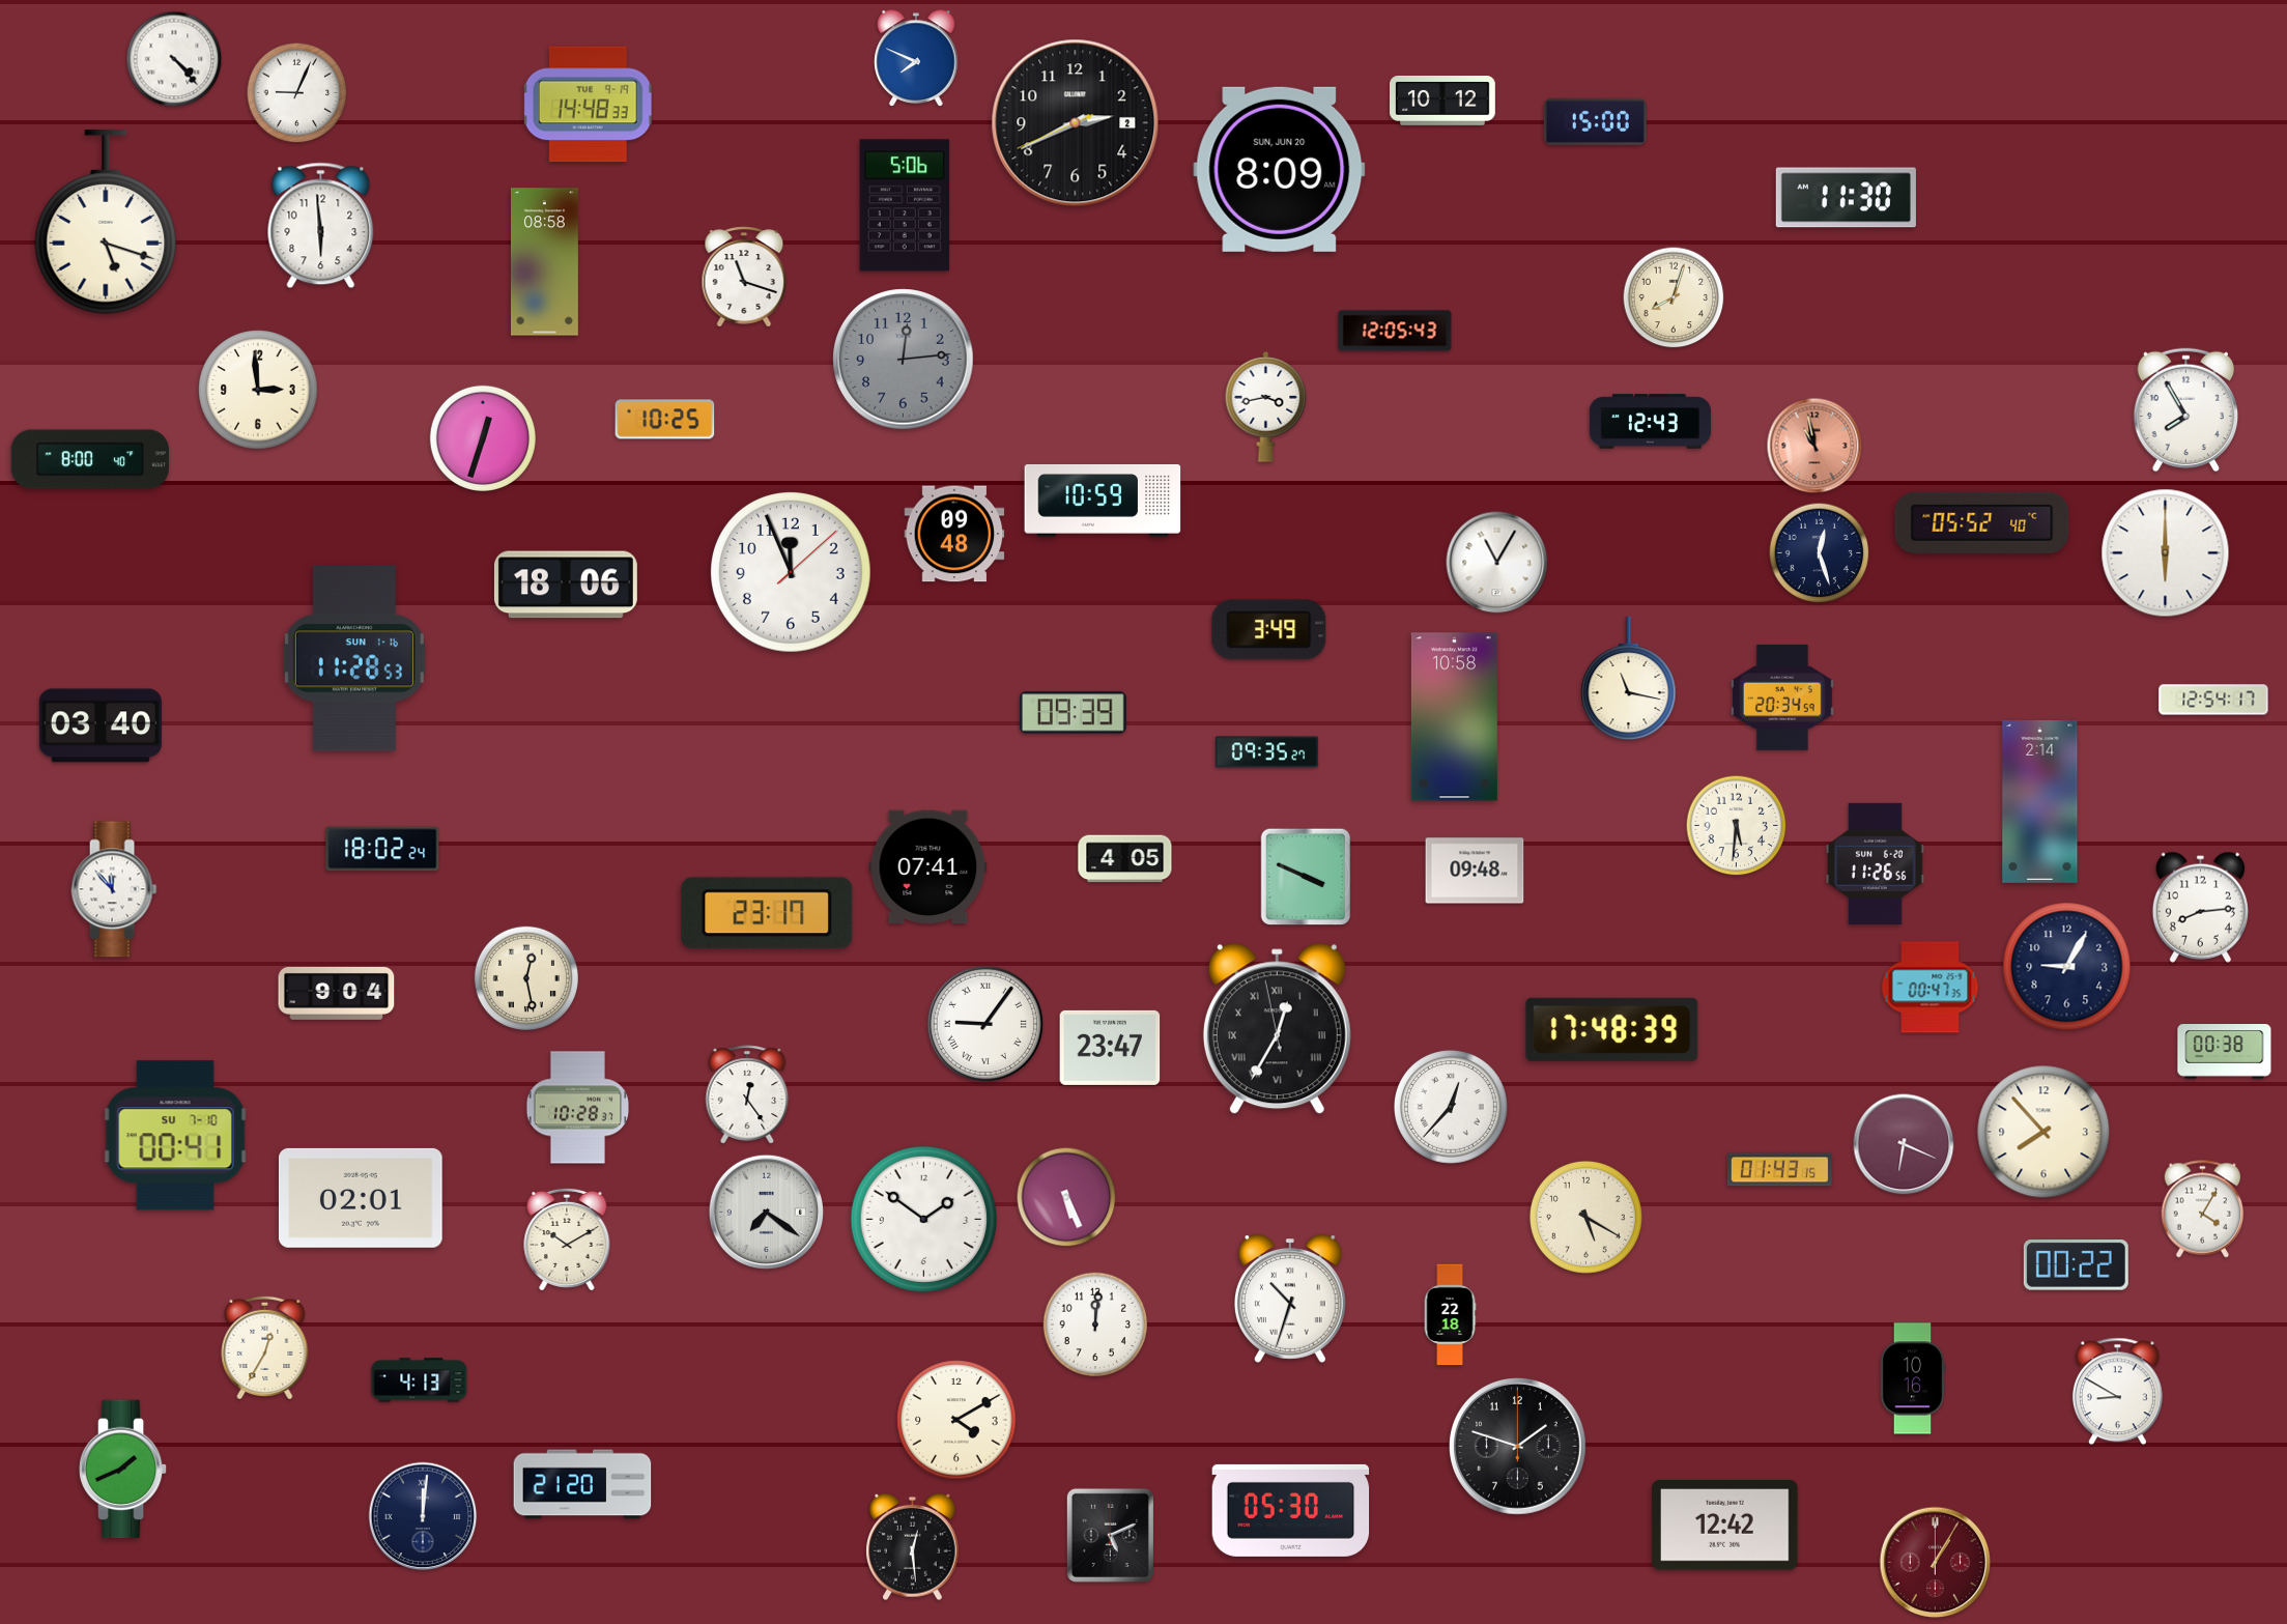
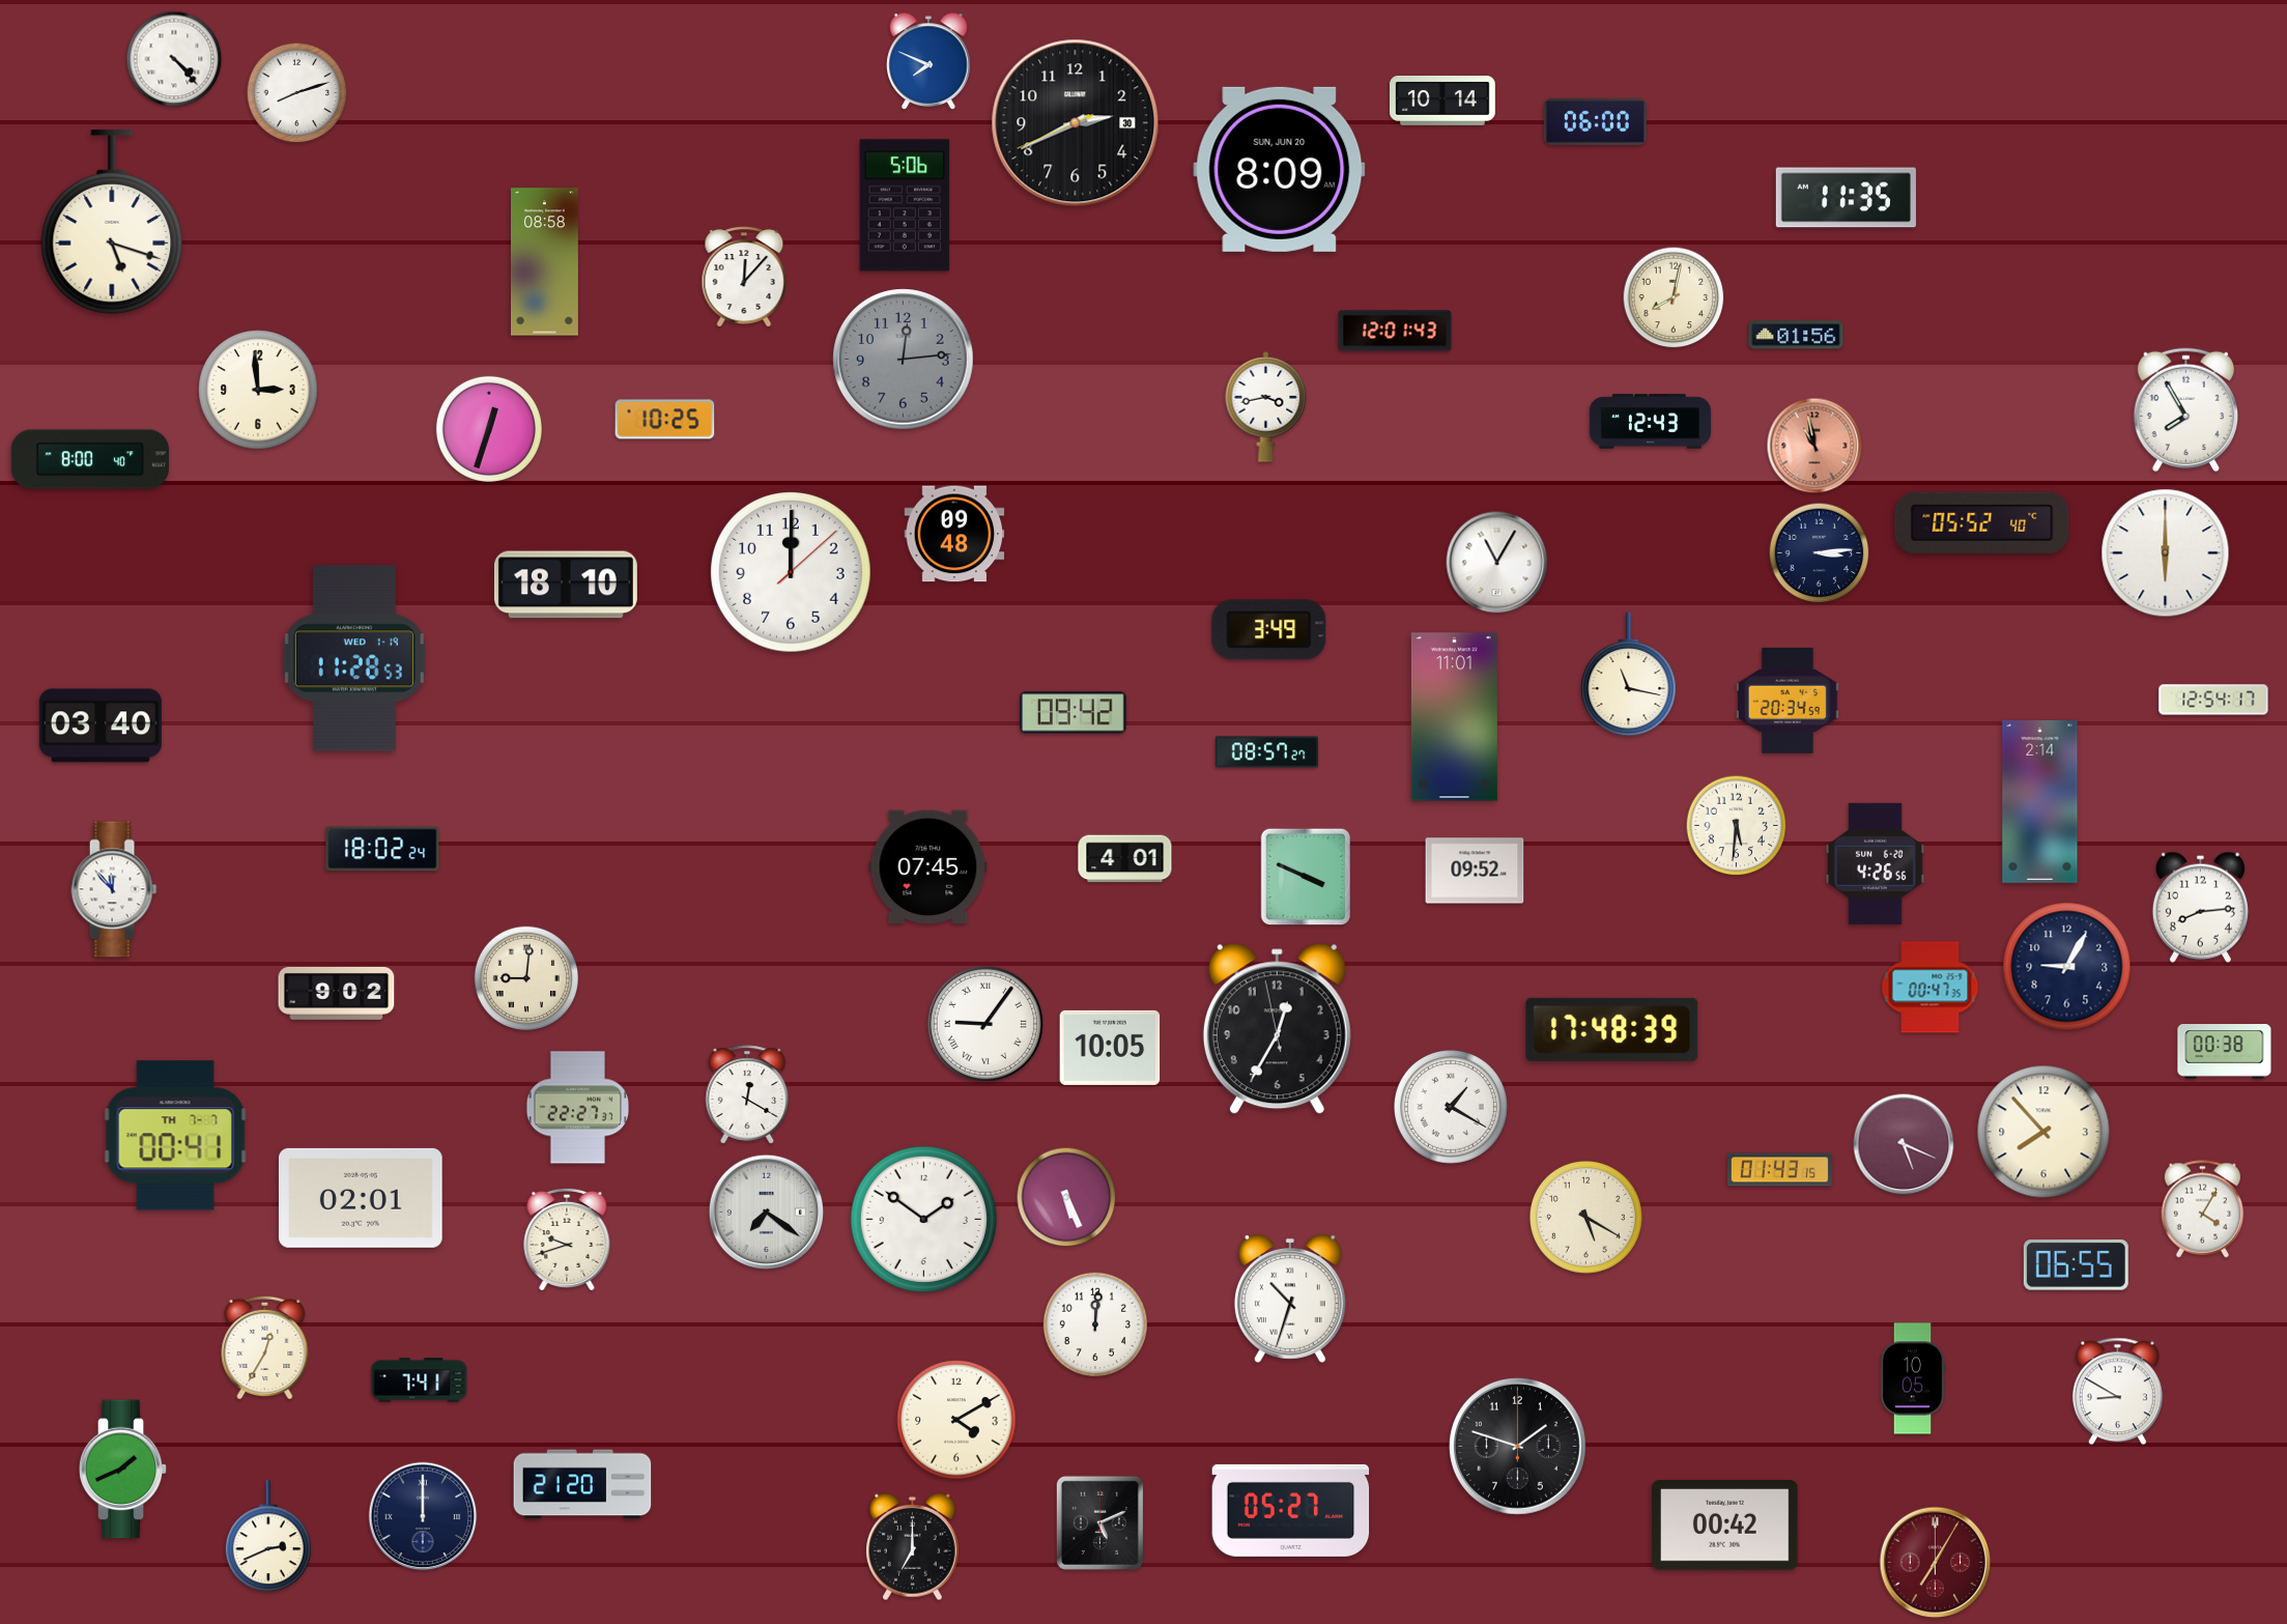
clock at (916, 58) position: (916, 58) -> (928, 61)
clock at (297, 93): 9:04 -> 8:12
clock at (1443, 102): 10:12 -> 10:14
clock at (588, 105): 14:48 -> none
clock at (1595, 121): 15:00 -> 06:00
clock at (1076, 123) date: 2 -> 30
clock at (1846, 198): 11:30 -> 11:35
clock at (106, 222) position: (106, 222) -> (112, 222)
clock at (321, 226): 5:59 -> none
clock at (744, 277): 11:18 -> 12:07
clock at (1674, 297): 8:03 -> 8:02
clock at (1395, 331): 12:05 -> 12:01
clock at (1796, 335): none -> 01:56
clock at (483, 438) position: (483, 438) -> (489, 429)
clock at (1103, 501): 10:59 -> none
clock at (1820, 553): 12:27 -> 3:14
clock at (792, 573): 11:56 -> 12:00
clock at (566, 585): 18:06 -> 18:10
clock at (354, 658) date: SUN 1-16 -> WED 1-19
clock at (1629, 679) position: (1629, 679) -> (1629, 675)
clock at (1782, 697) position: (1782, 697) -> (1788, 701)
clock at (1074, 713): 09:39 -> 09:42
clock at (1454, 717): 10:58 -> 11:01
clock at (1266, 752): 09:35 -> 08:57
clock at (1125, 859): 4:05 -> 4:01
clock at (1876, 863): 11:26 -> 4:26
clock at (928, 867): 07:41 -> 07:45
clock at (1475, 871): 09:48 -> 09:52
clock at (767, 913): 23:17 -> none
clock at (526, 978): 12:28 -> 9:01
clock at (337, 993): 9:04 -> 9:02
clock at (1277, 1029) numerals: Roman -> Arabic
clock at (1110, 1048): 23:47 -> 10:05
clock at (747, 1094): 12:24 -> 12:20
clock at (1451, 1107): 12:37 -> 1:20
clock at (577, 1108): 10:28 -> 22:27
clock at (176, 1136) date: SU 7-10 -> TH 7-7
clock at (1904, 1144): 6:19 -> 5:19
clock at (567, 1240): 10:10 -> 9:42
clock at (2076, 1265): 00:22 -> 06:55
clock at (1450, 1315): 22:18 -> none
clock at (1913, 1378): 10:16 -> 10:05
clock at (420, 1380): 4:13 -> 7:41
clock at (1291, 1510): 05:30 -> 05:27
clock at (423, 1516): 12:01 -> 12:00
clock at (1725, 1526): 12:42 -> 00:42
clock at (1110, 1535) position: (1110, 1535) -> (1099, 1522)
clock at (268, 1537): none -> 2:41
clock at (913, 1547): 12:29 -> 7:00
clock at (1936, 1563): 1:05 -> 7:05
